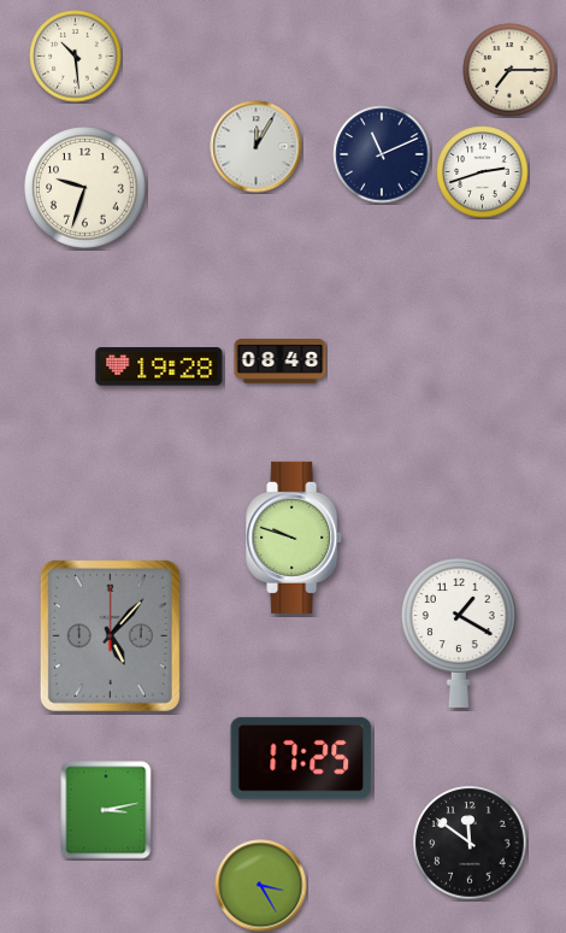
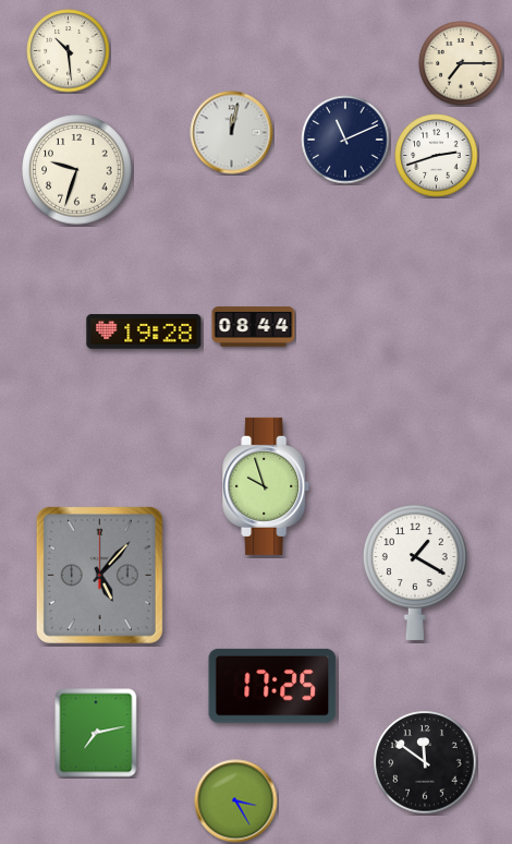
clock at (257, 147): 12:05 -> 12:02
clock at (281, 362): 08:48 -> 08:44
clock at (295, 538): 9:48 -> 9:57
clock at (106, 810): 3:13 -> 7:13
